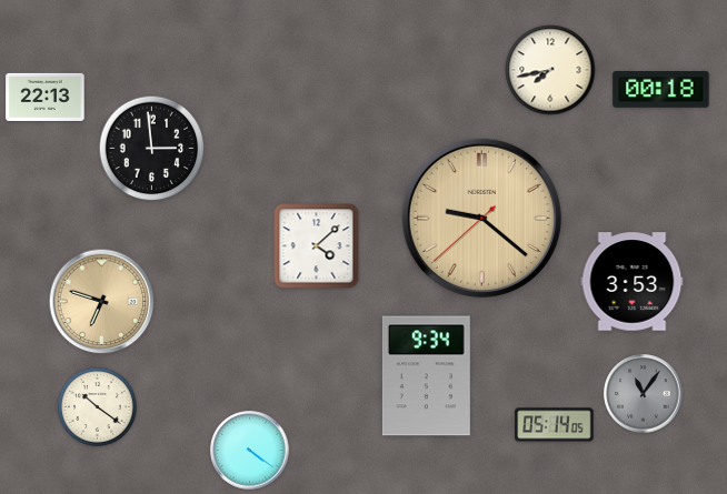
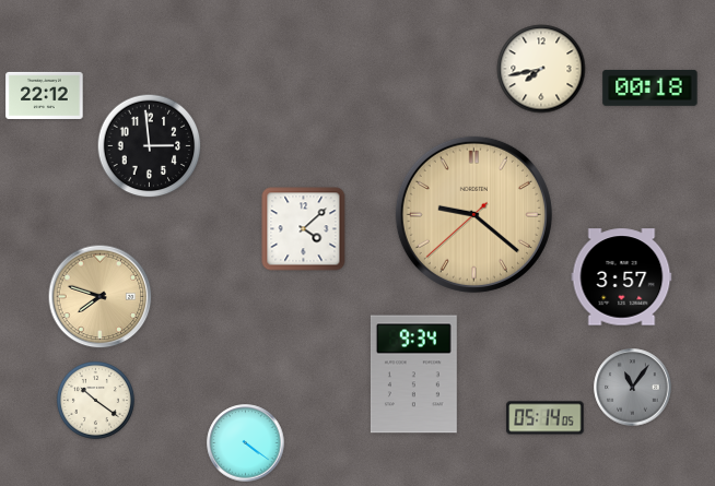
clock at (46, 97): 22:13 -> 22:12
clock at (317, 246) position: (317, 246) -> (304, 229)
clock at (633, 282): 3:53 -> 3:57
clock at (102, 302): 6:48 -> 7:48
clock at (426, 376) position: (426, 376) -> (413, 375)
